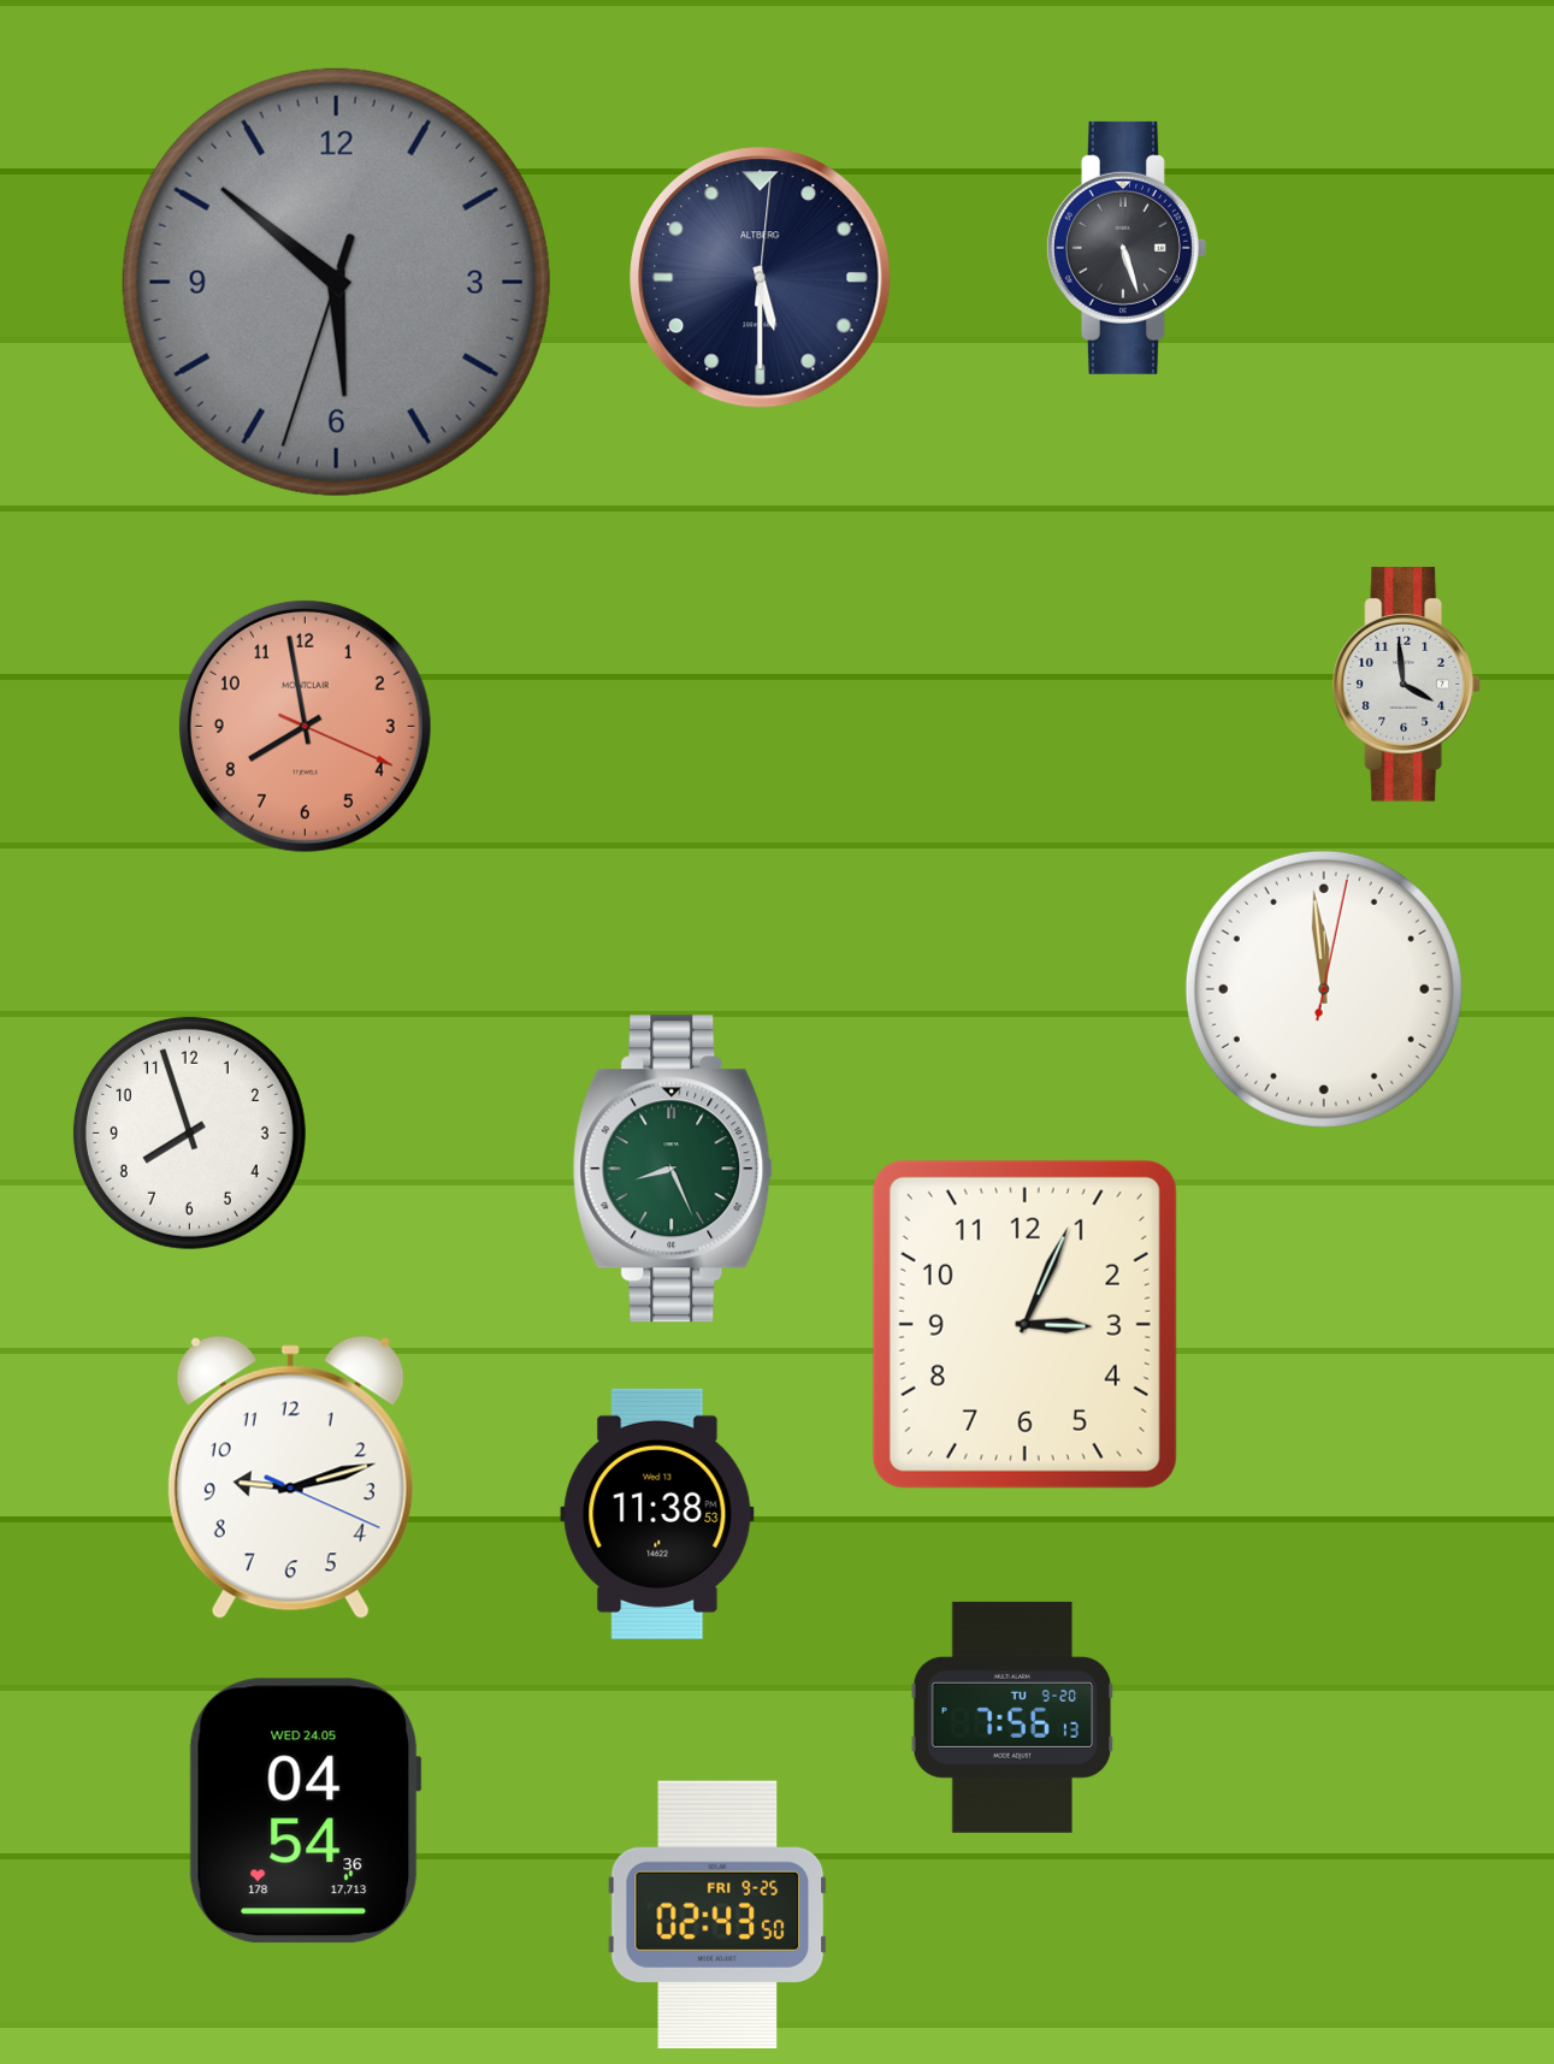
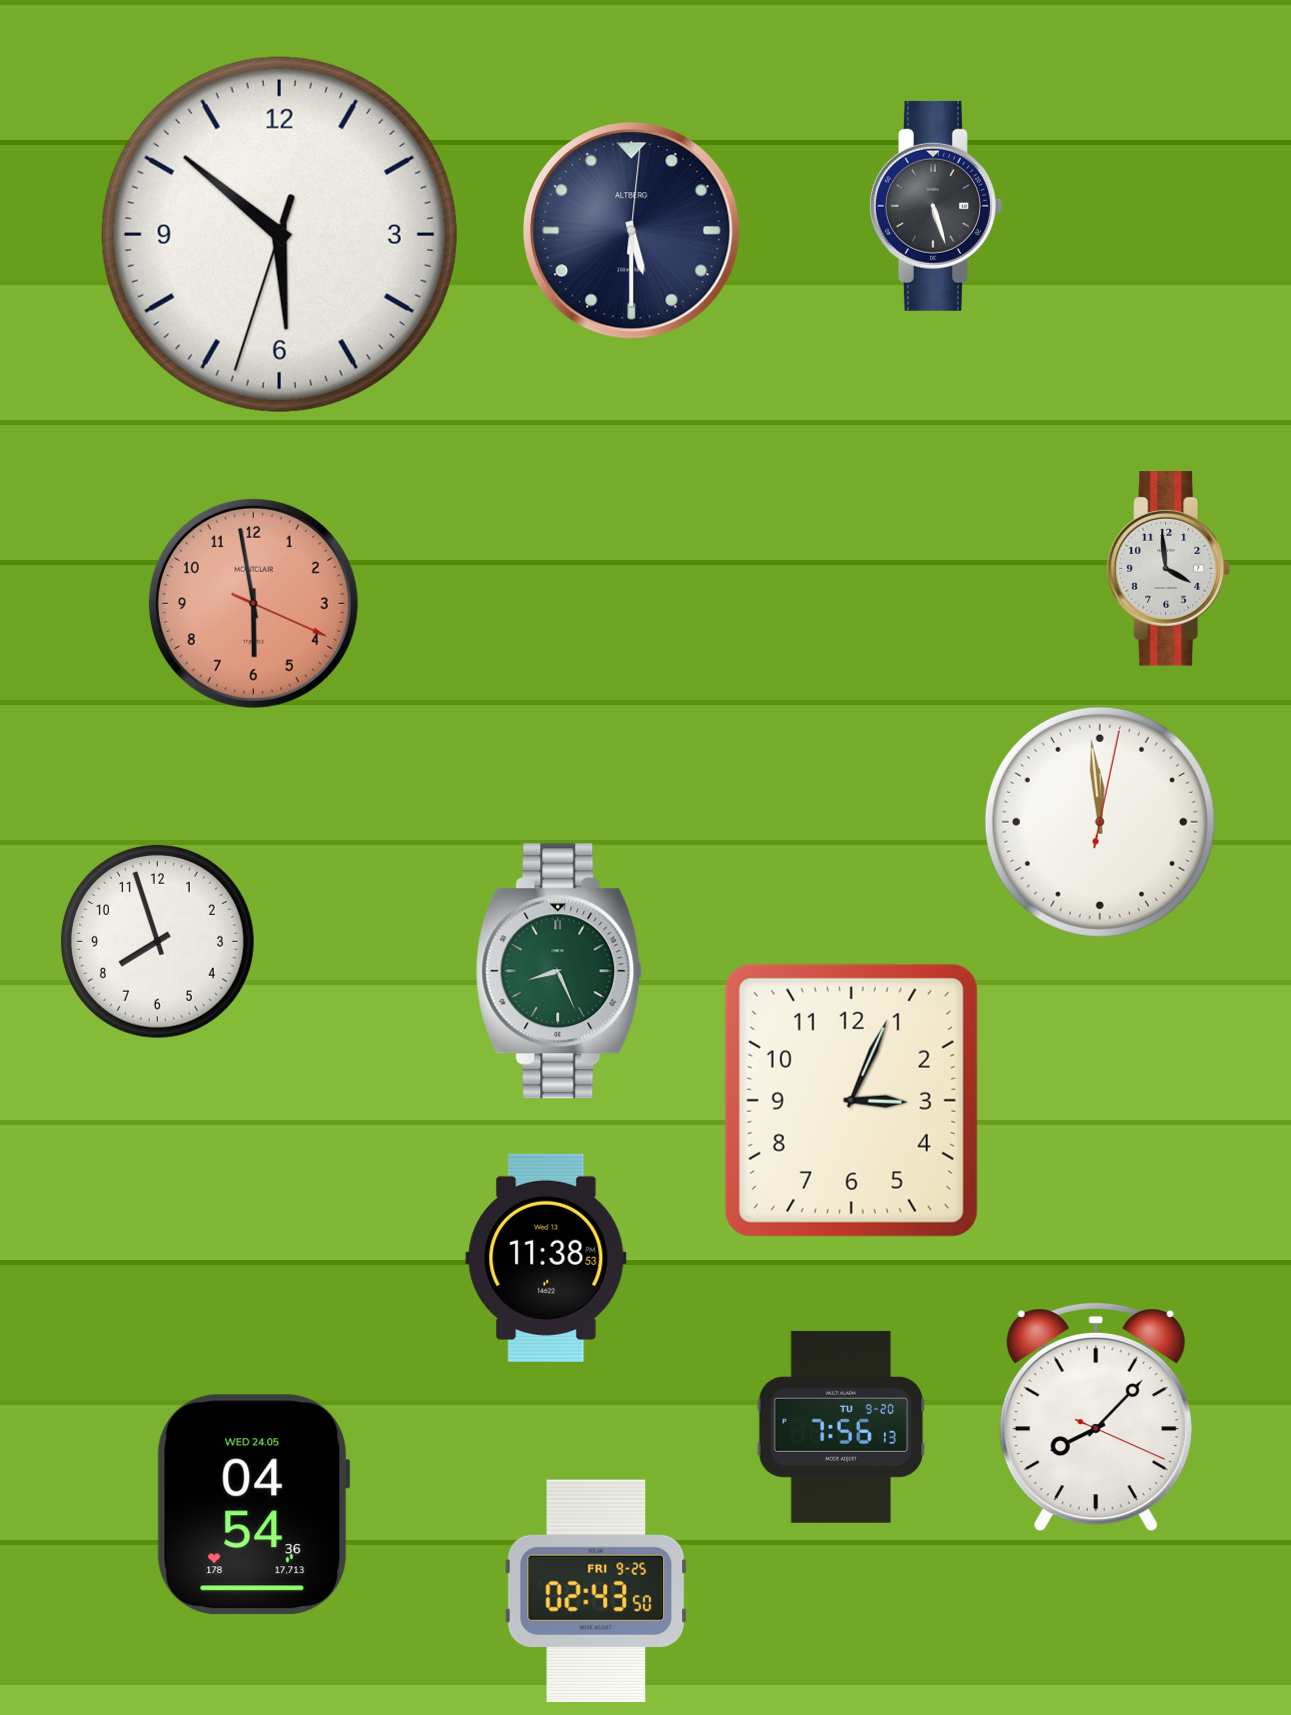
clock at (336, 282) dial: grey -> white
clock at (305, 726): 7:58 -> 5:58
clock at (290, 1478): 9:12 -> none
clock at (1096, 1417): none -> 8:07
